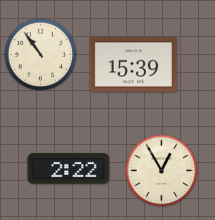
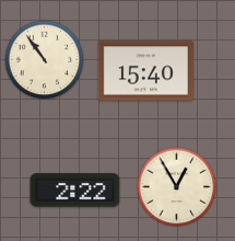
clock at (133, 65): 15:39 -> 15:40
clock at (69, 169) position: (69, 169) -> (75, 191)
